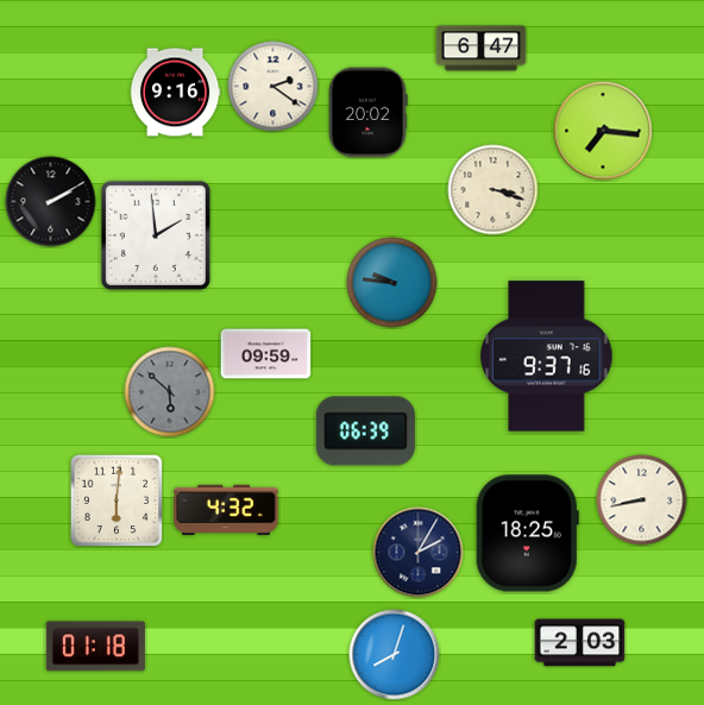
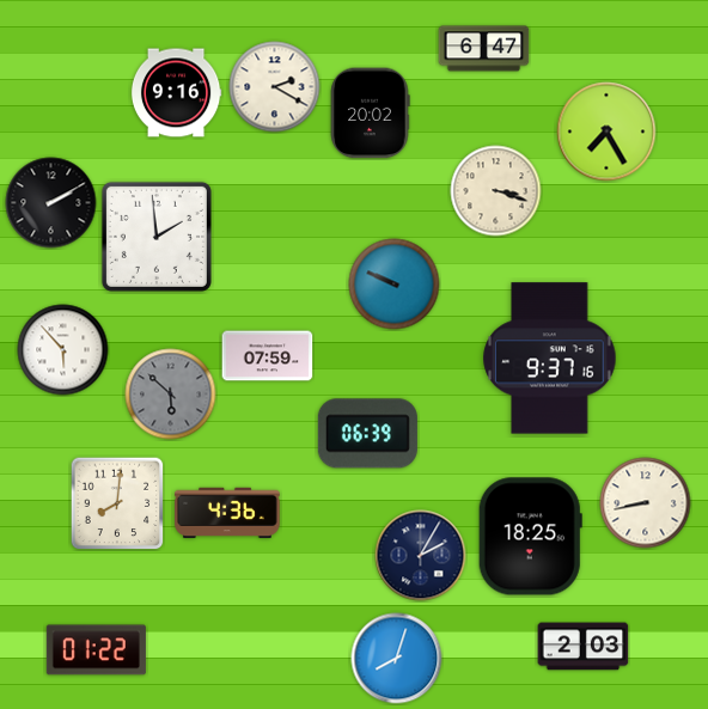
clock at (274, 87): 2:21 -> 2:20
clock at (603, 131): 7:16 -> 7:25
clock at (392, 283): 9:46 -> 9:49
clock at (63, 350): none -> 5:53
clock at (266, 354): 09:59 -> 07:59
clock at (117, 501): 6:01 -> 8:01
clock at (226, 510): 4:32 -> 4:36
clock at (95, 647): 01:18 -> 01:22
